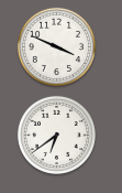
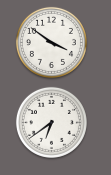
clock at (56, 46): 3:49 -> 3:51
